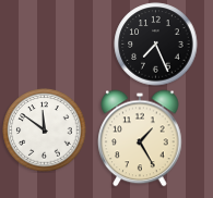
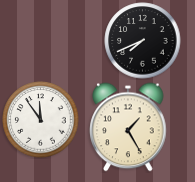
clock at (156, 45): 7:26 -> 7:41
clock at (45, 131): 11:51 -> 11:54
